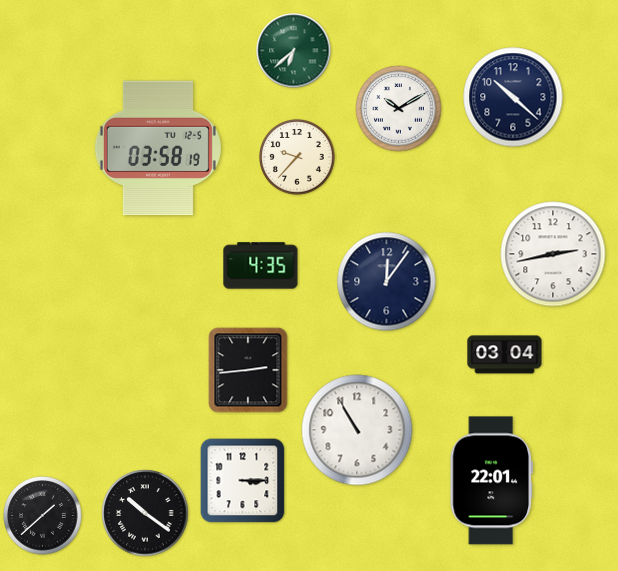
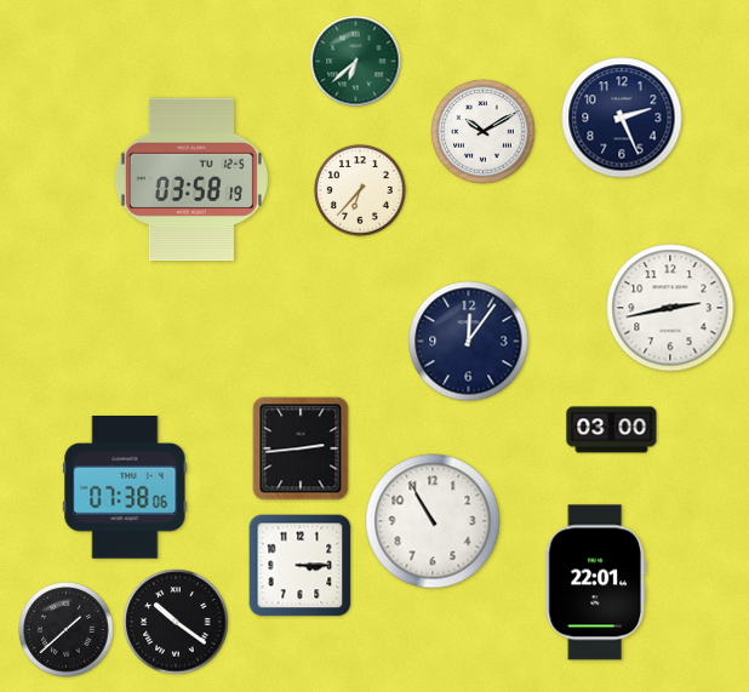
clock at (513, 97): 10:22 -> 2:26
clock at (297, 157): 9:37 -> 6:37
clock at (261, 266): 4:35 -> none
clock at (505, 355): 03:04 -> 03:00
clock at (125, 488): none -> 07:38
clock at (243, 481) position: (243, 481) -> (301, 566)
clock at (43, 516) position: (43, 516) -> (67, 630)
